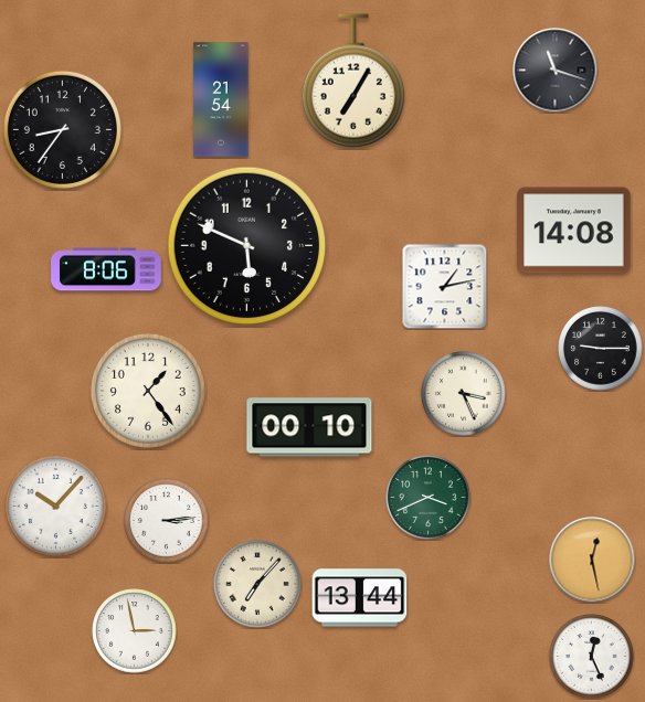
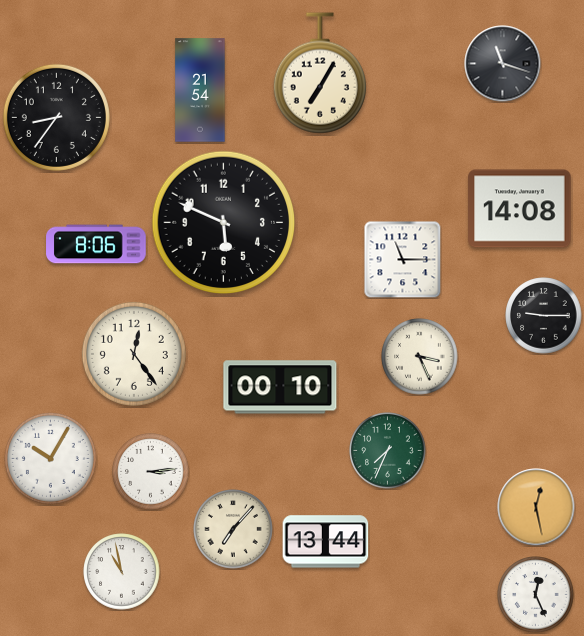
clock at (444, 286): 1:13 -> 11:15
clock at (148, 391): 1:24 -> 12:24
clock at (429, 498): 3:41 -> 7:34
clock at (55, 506): 10:07 -> 10:05
clock at (135, 631): 2:58 -> 10:58
